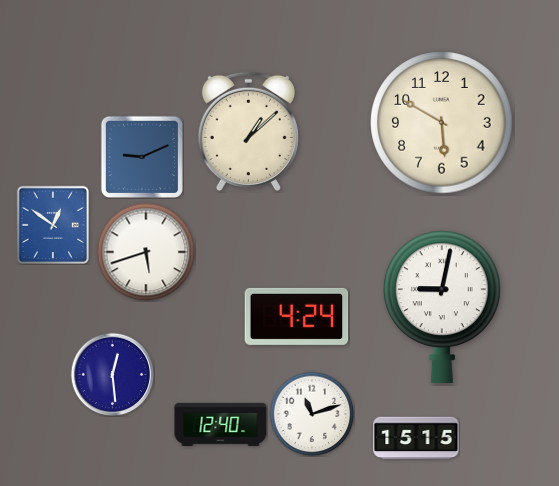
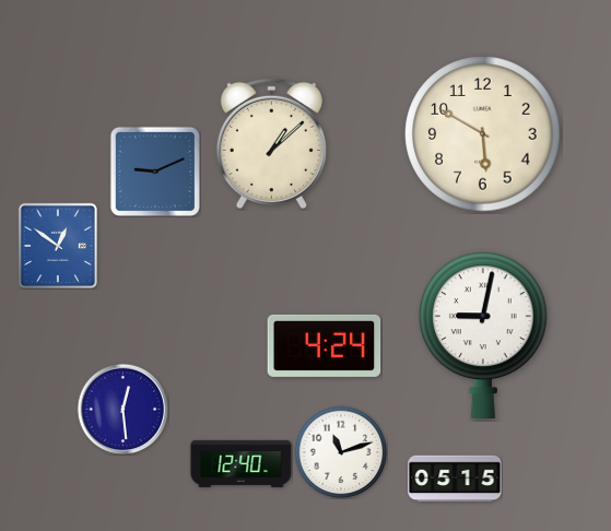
clock at (146, 252): 5:42 -> none
clock at (416, 438): 15:15 -> 05:15
